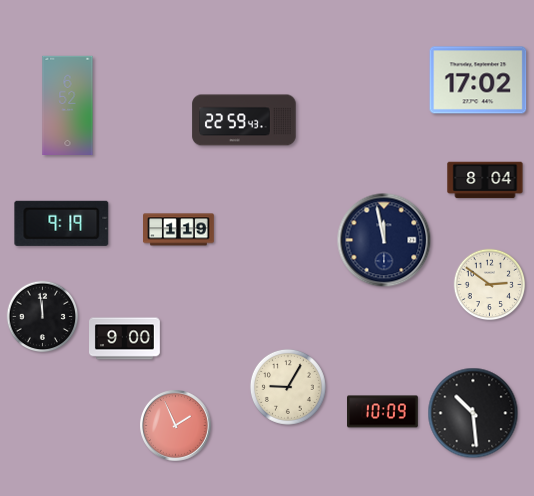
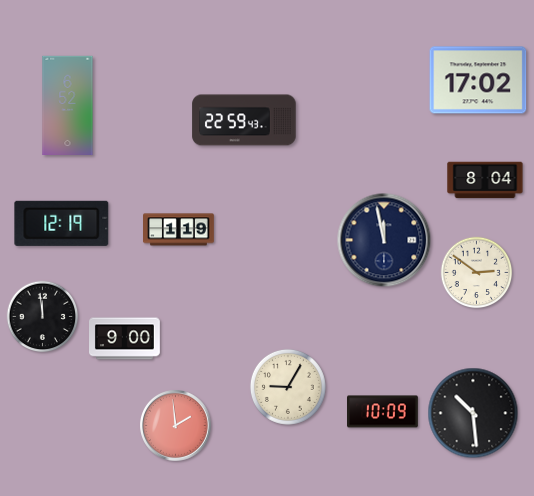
clock at (62, 223): 9:19 -> 12:19
clock at (490, 285) position: (490, 285) -> (477, 273)
clock at (176, 426): 1:56 -> 1:59
